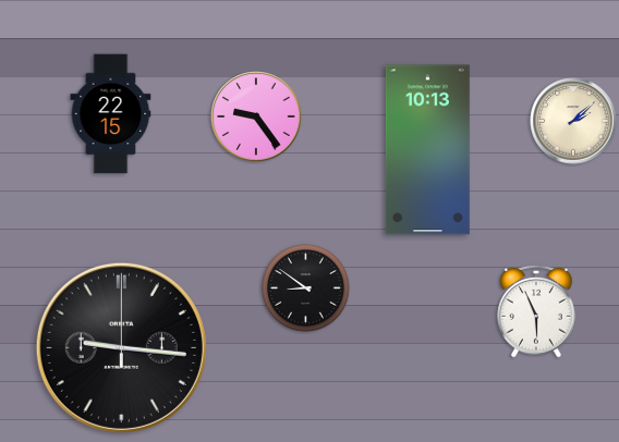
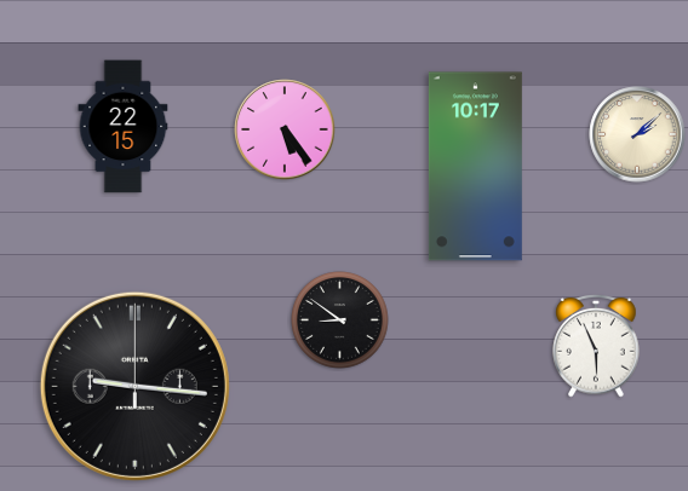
clock at (256, 116): 9:24 -> 5:24
clock at (427, 150): 10:13 -> 10:17
